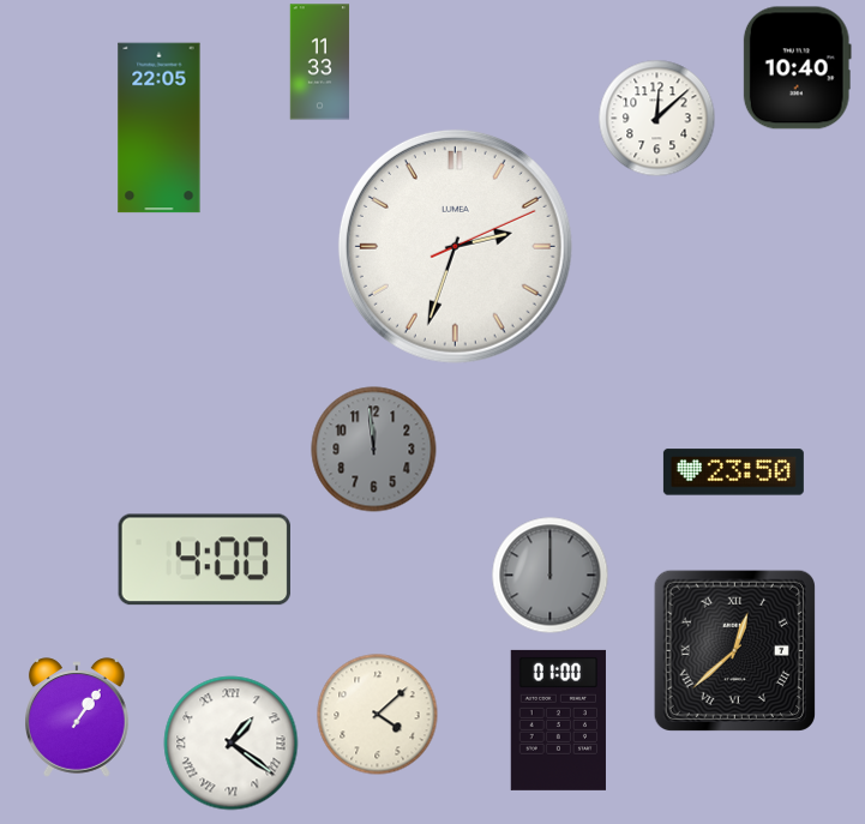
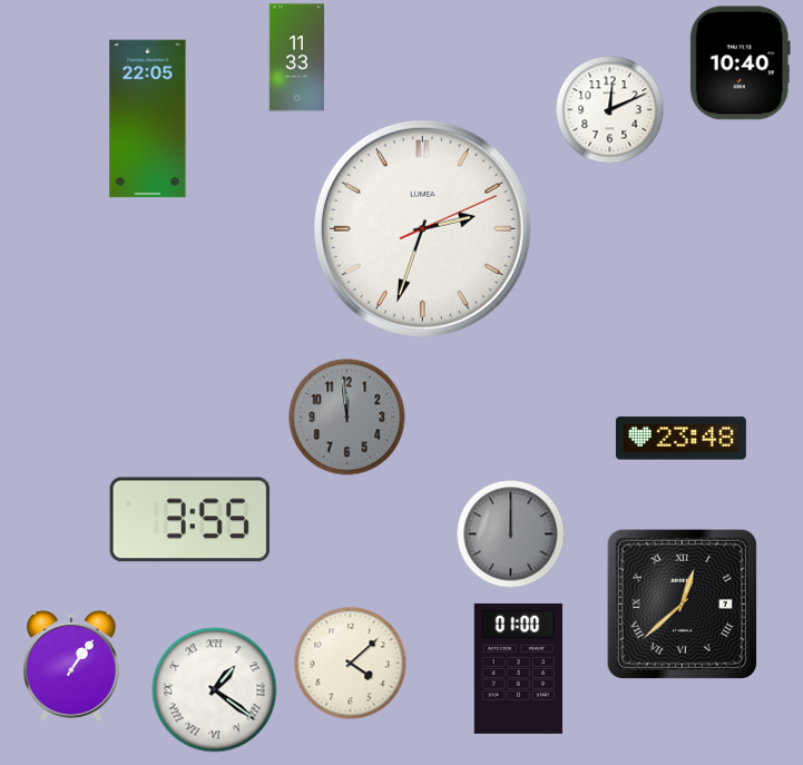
clock at (657, 119): 12:08 -> 12:11
clock at (733, 473): 23:50 -> 23:48
clock at (204, 560): 4:00 -> 3:55
